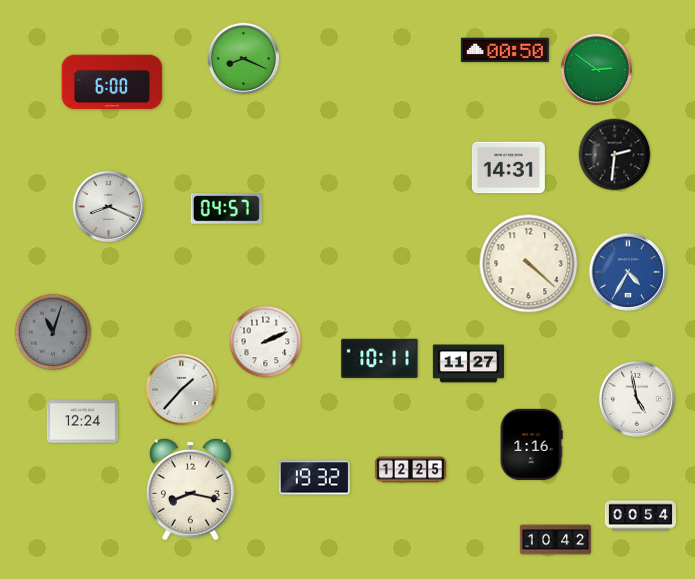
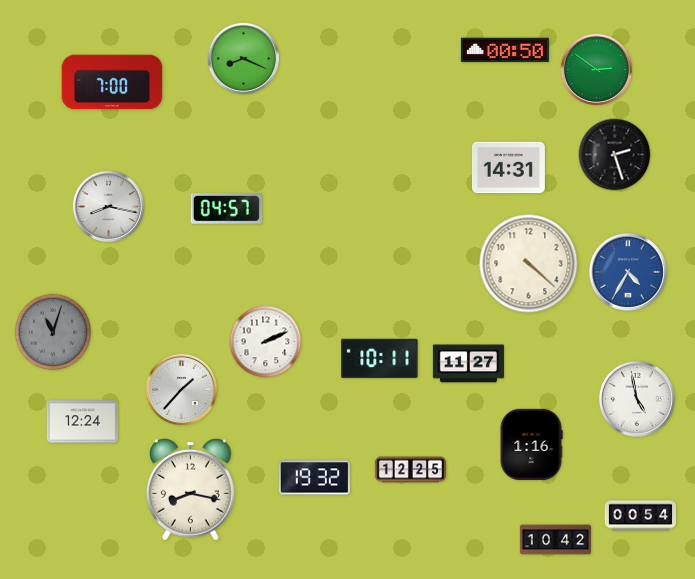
clock at (112, 82): 6:00 -> 7:00
clock at (615, 155): 2:31 -> 2:27
clock at (108, 206): 8:19 -> 8:17
